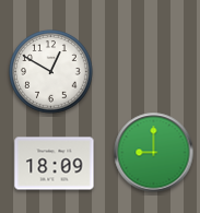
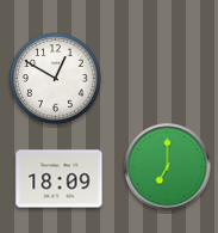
clock at (154, 153): 9:00 -> 7:00
